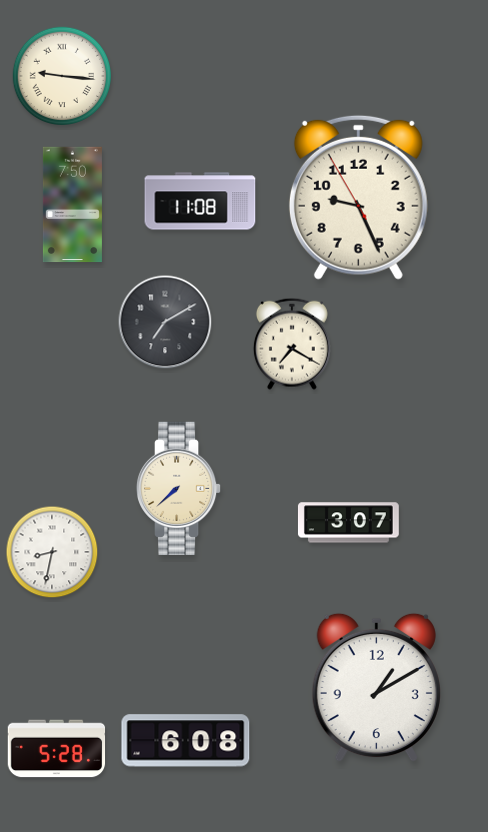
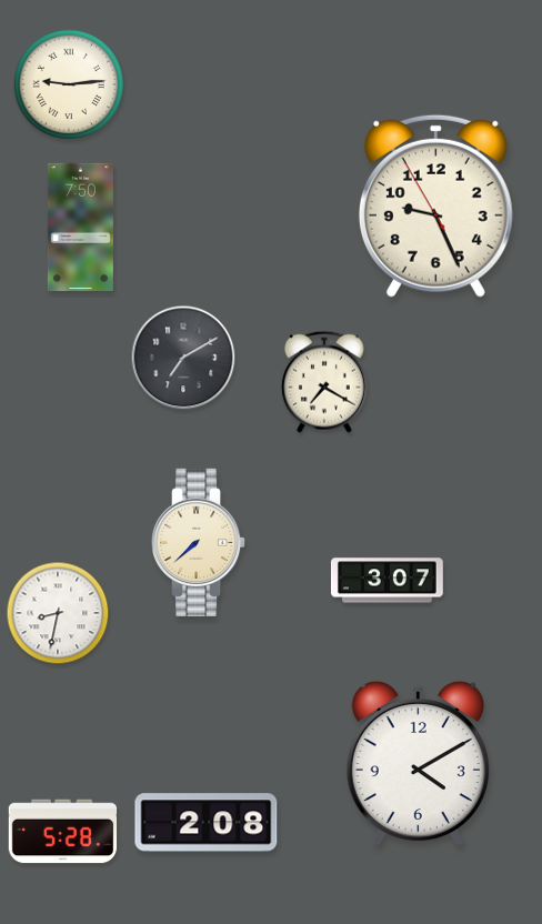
clock at (62, 76): 9:16 -> 9:14
clock at (358, 197) position: (358, 197) -> (435, 205)
clock at (200, 201): 11:08 -> none
clock at (376, 688): 1:10 -> 4:10
clock at (186, 741): 6:08 -> 2:08
